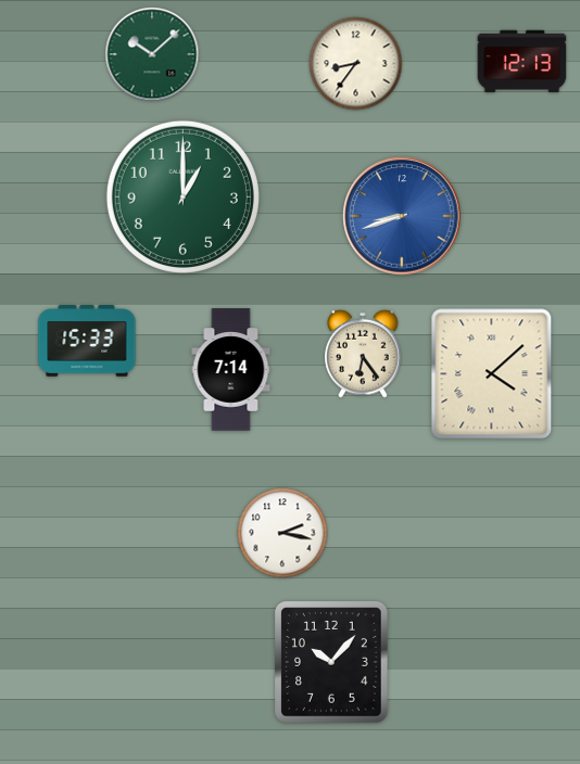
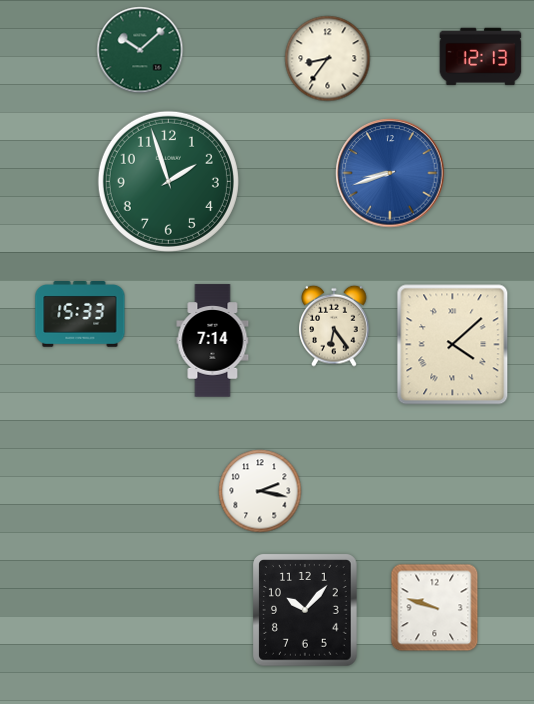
clock at (182, 196): 1:00 -> 1:57
clock at (402, 216) position: (402, 216) -> (390, 173)
clock at (435, 608): none -> 9:48
